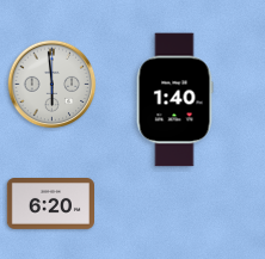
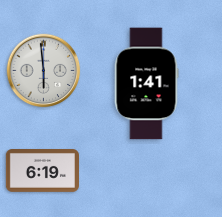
clock at (174, 100): 1:40 -> 1:41
clock at (50, 204): 6:20 -> 6:19
